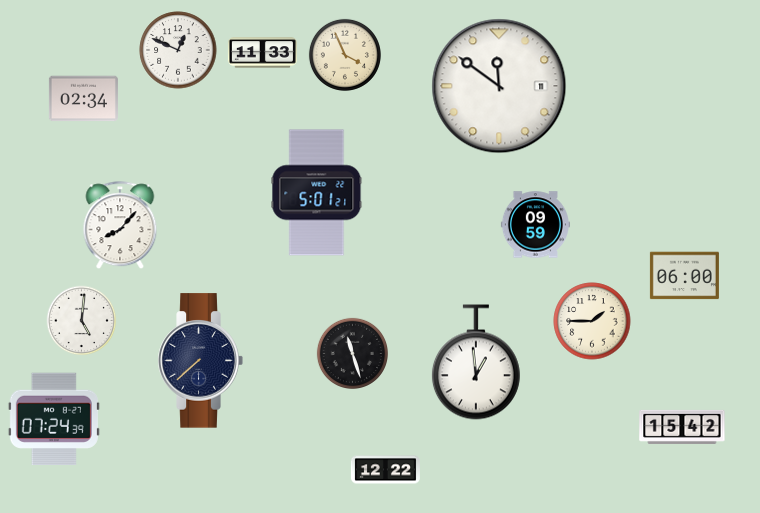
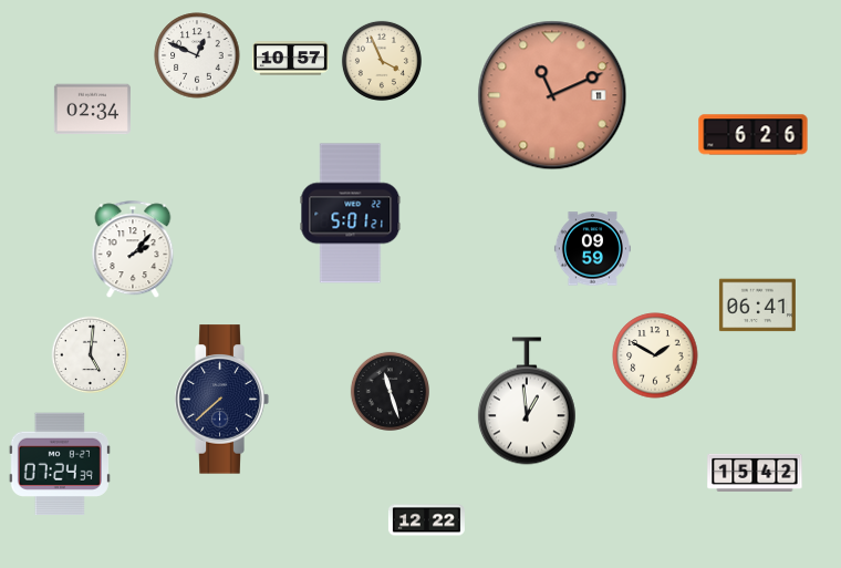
clock at (262, 53): 11:33 -> 10:57
clock at (499, 86): 11:51 -> 11:11
clock at (499, 86) dial: white -> salmon
clock at (754, 135): none -> 6:26
clock at (120, 226): 8:07 -> 2:07
clock at (684, 276): 06:00 -> 06:41
clock at (592, 321): 1:45 -> 1:50
